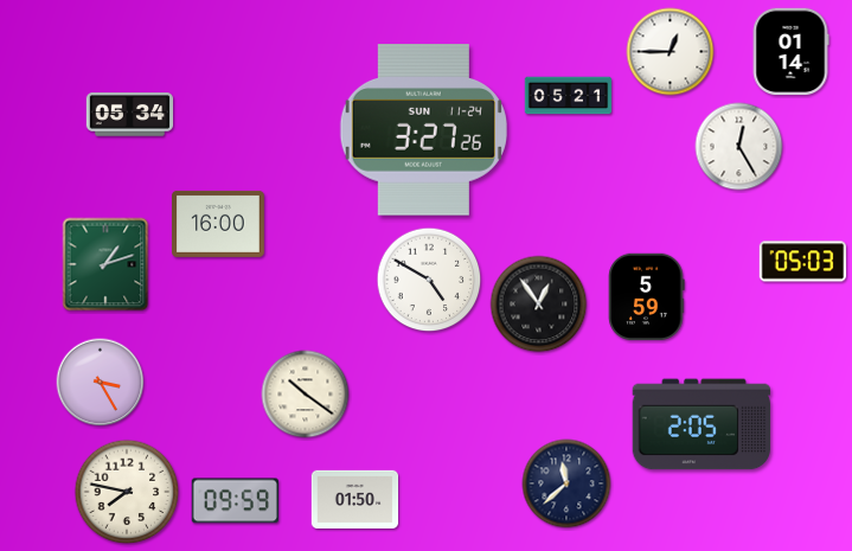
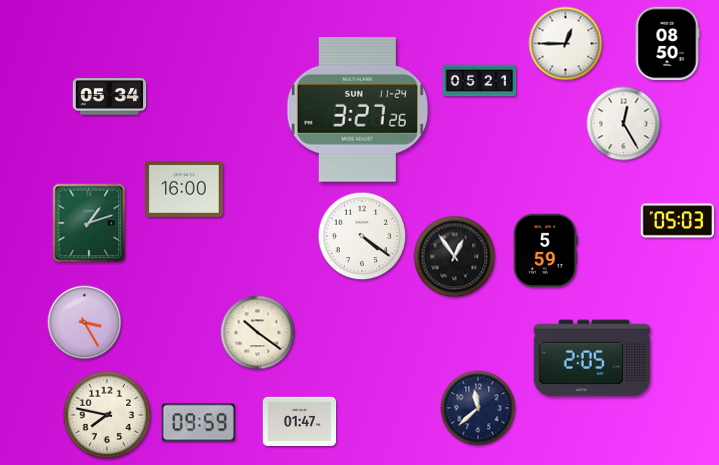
clock at (790, 52): 01:14 -> 08:50
clock at (429, 280): 4:50 -> 4:21
clock at (355, 500): 01:50 -> 01:47
